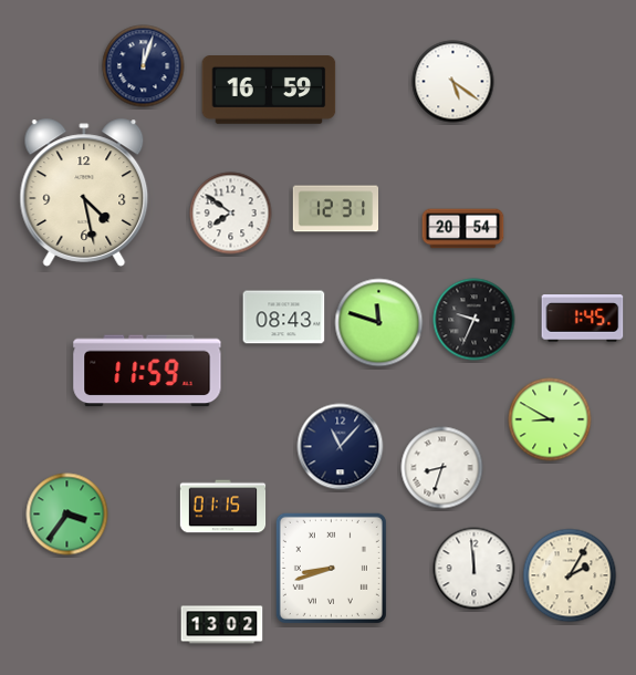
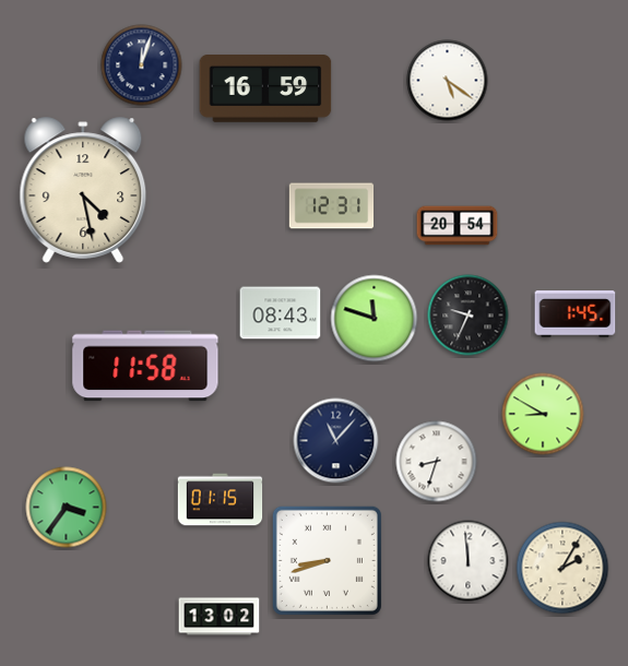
clock at (231, 214): 7:51 -> none
clock at (147, 371): 11:59 -> 11:58
